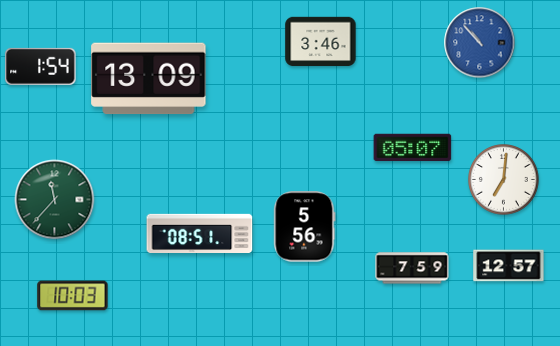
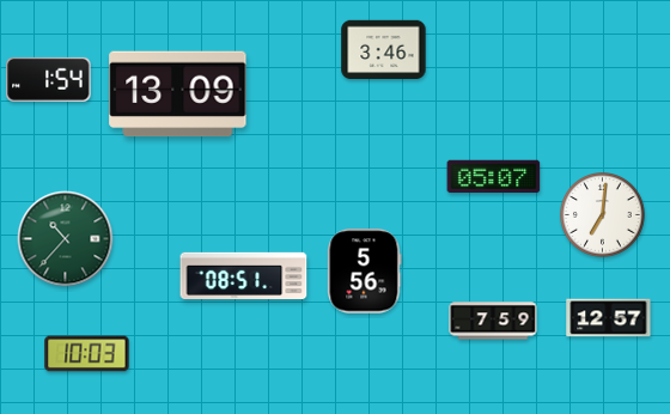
clock at (480, 43): 10:53 -> none
clock at (55, 200): 11:37 -> 10:37
clock at (200, 233) position: (200, 233) -> (244, 275)
